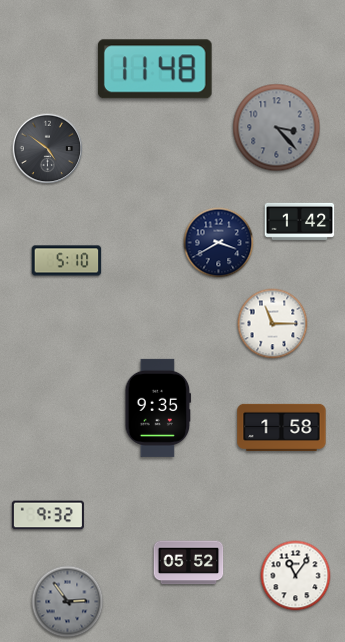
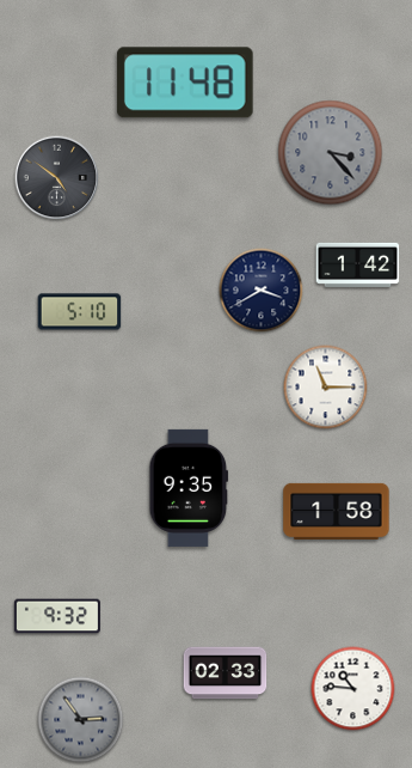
clock at (189, 563): 05:52 -> 02:33
clock at (296, 576): 11:06 -> 10:46
